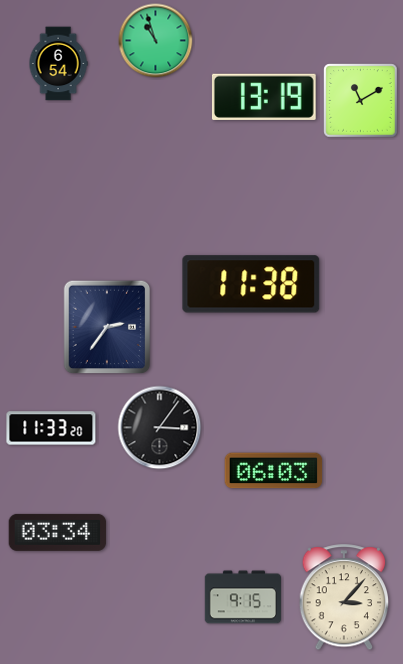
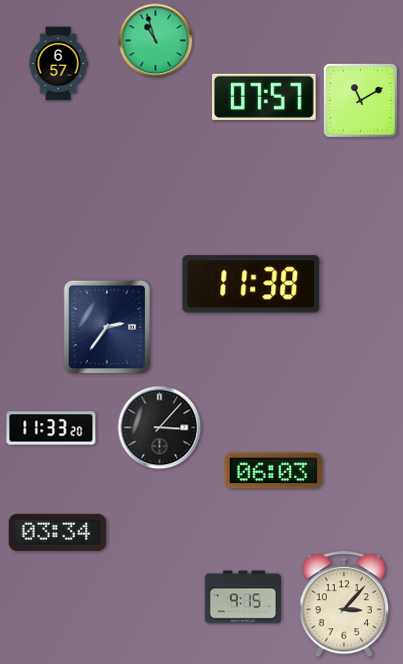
clock at (58, 64): 6:54 -> 6:57
clock at (264, 97): 13:19 -> 07:57
clock at (160, 428): 3:06 -> 3:07
clock at (344, 598) position: (344, 598) -> (344, 605)
